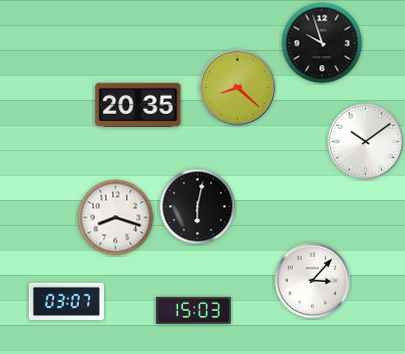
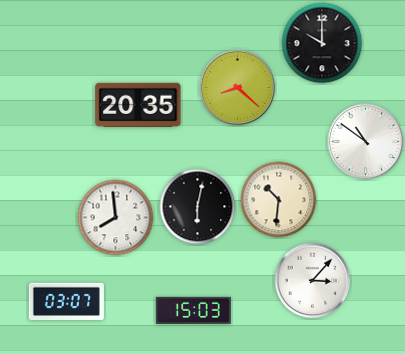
clock at (322, 43): 9:57 -> 10:00
clock at (366, 142): 10:09 -> 10:51
clock at (279, 200): none -> 10:31
clock at (116, 218): 8:18 -> 7:59
